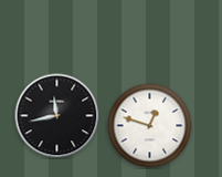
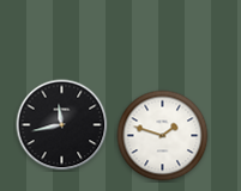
clock at (150, 126): 12:48 -> 1:48
